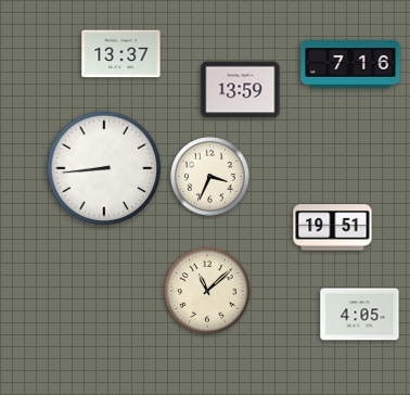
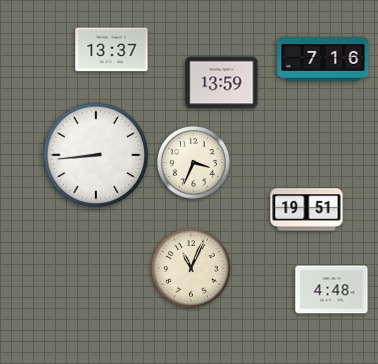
clock at (207, 291): 11:08 -> 11:04
clock at (360, 315): 4:05 -> 4:48
